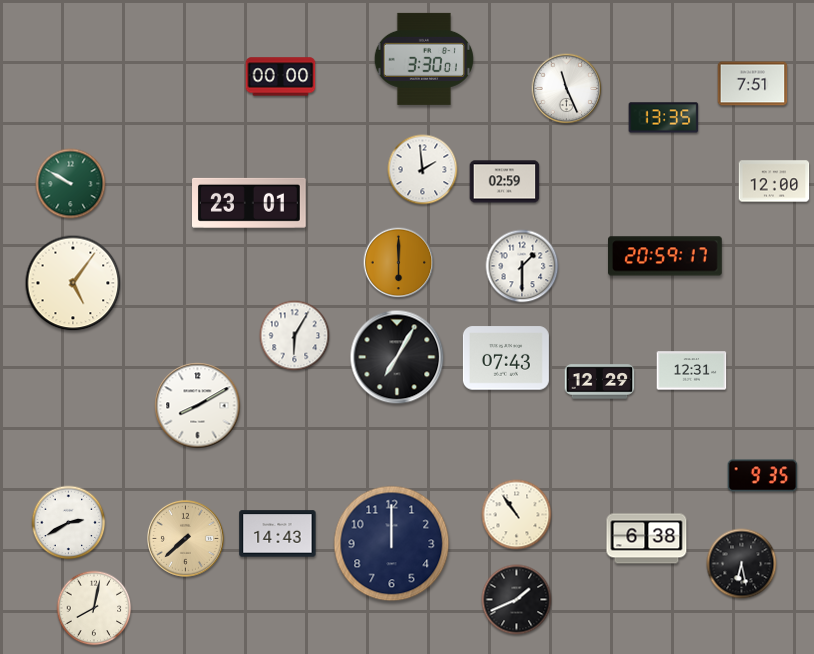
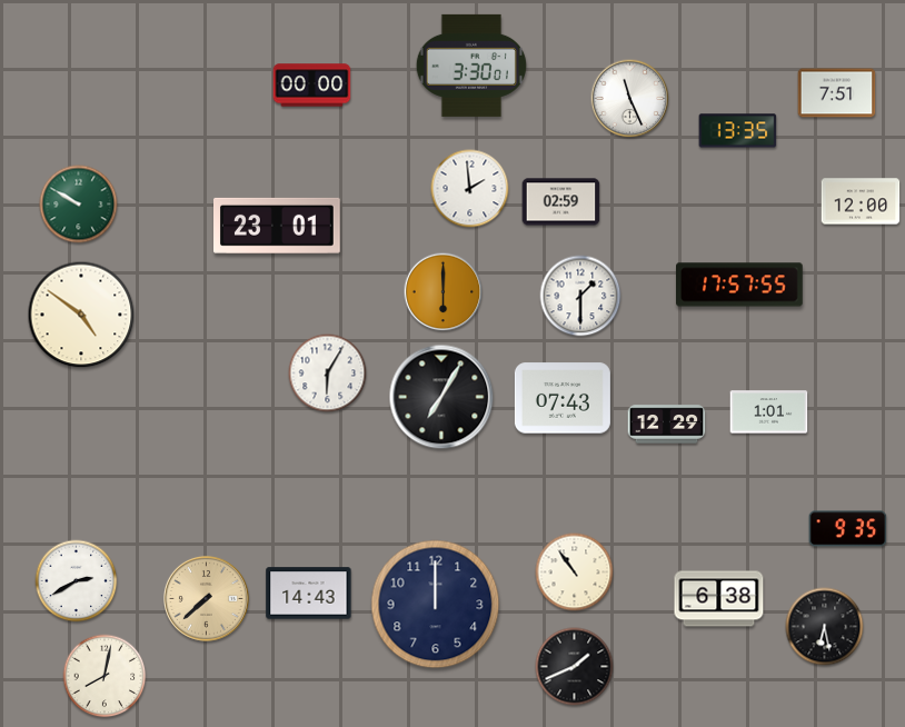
clock at (665, 256): 20:59 -> 17:57
clock at (73, 283): 5:06 -> 4:51
clock at (692, 371): 12:31 -> 1:01
clock at (198, 406): 8:10 -> none
